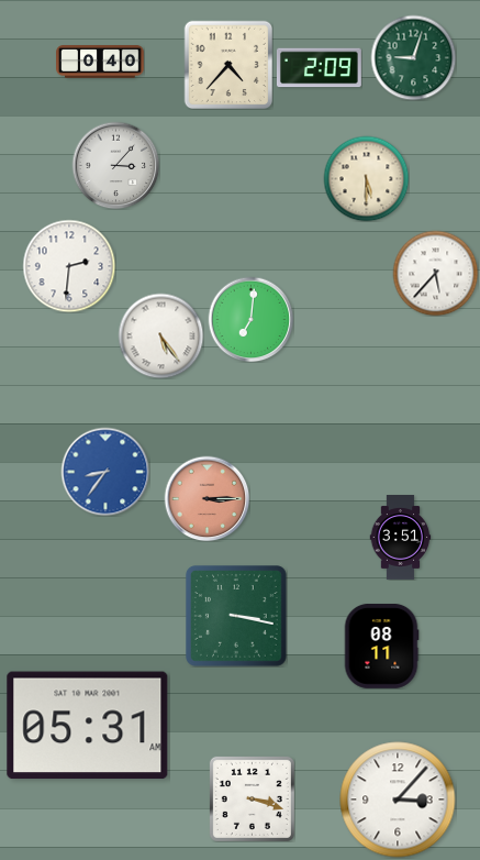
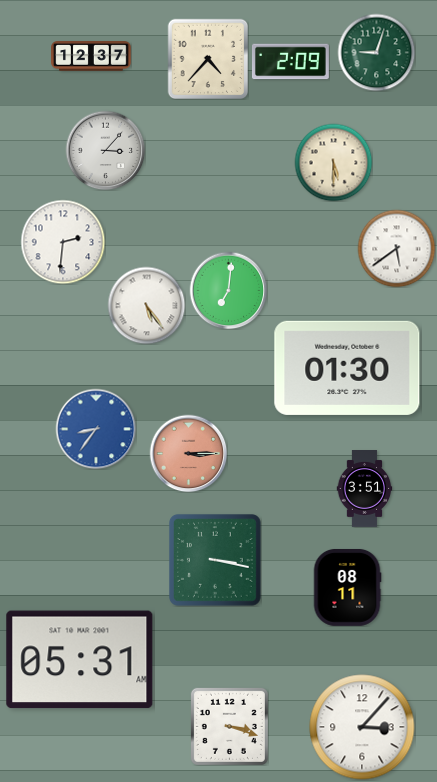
clock at (100, 62): 0:40 -> 12:37
clock at (435, 273): 5:37 -> 5:39
clock at (347, 368): none -> 01:30
